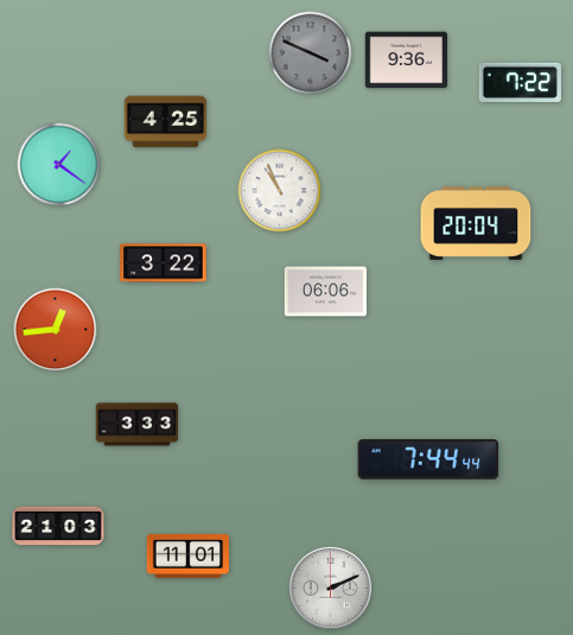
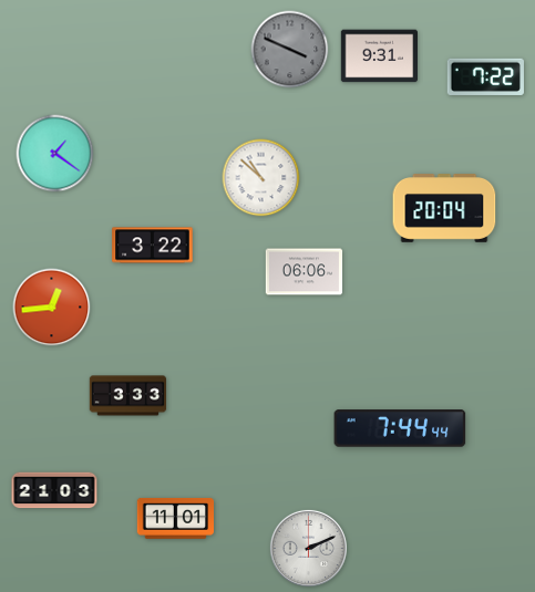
clock at (407, 61): 9:36 -> 9:31
clock at (166, 122): 4:25 -> none
clock at (280, 191): 10:56 -> 10:52
